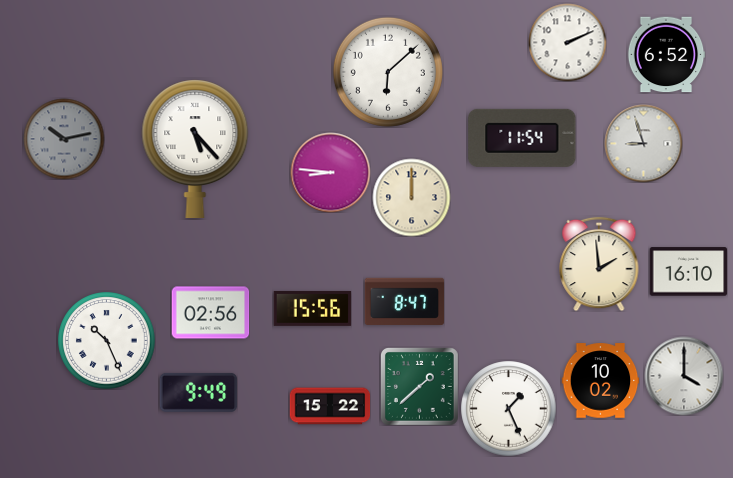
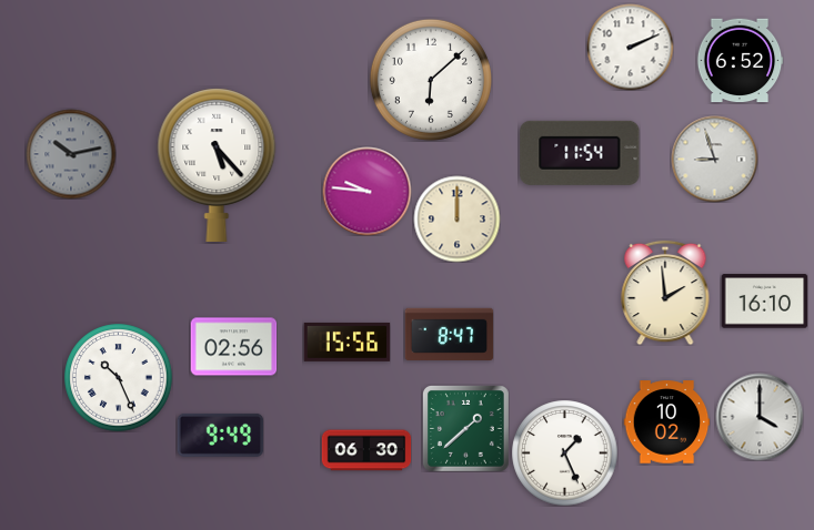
clock at (330, 172): 8:46 -> 9:46
clock at (330, 406): 15:22 -> 06:30
